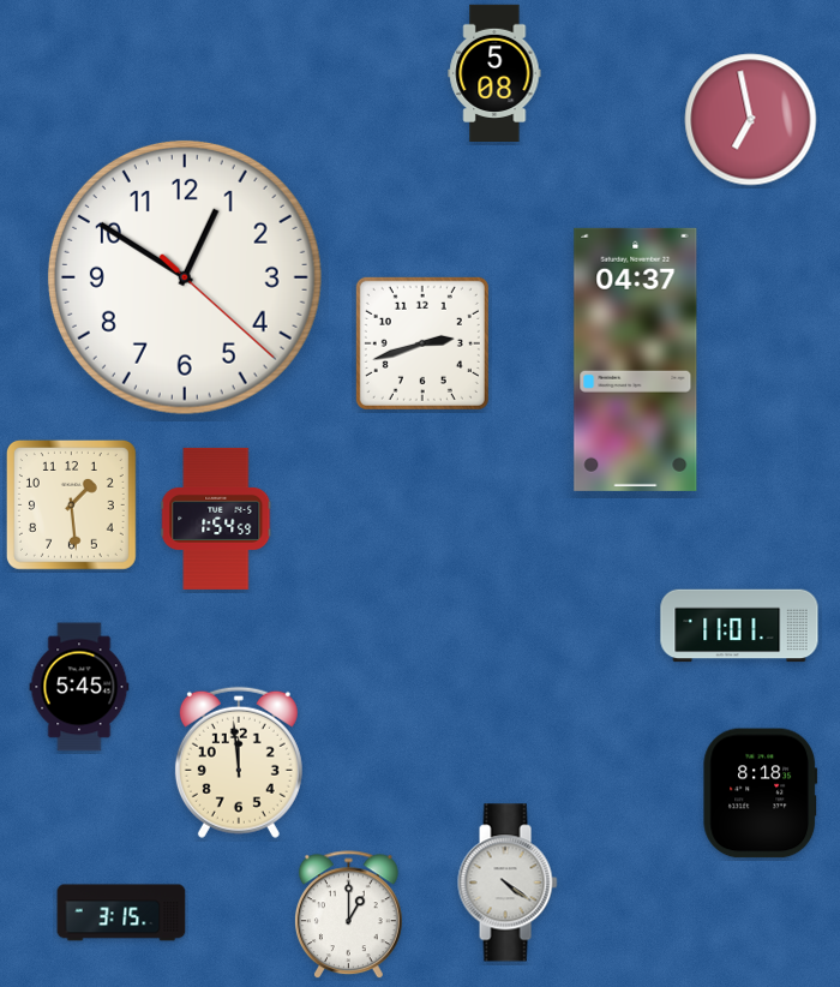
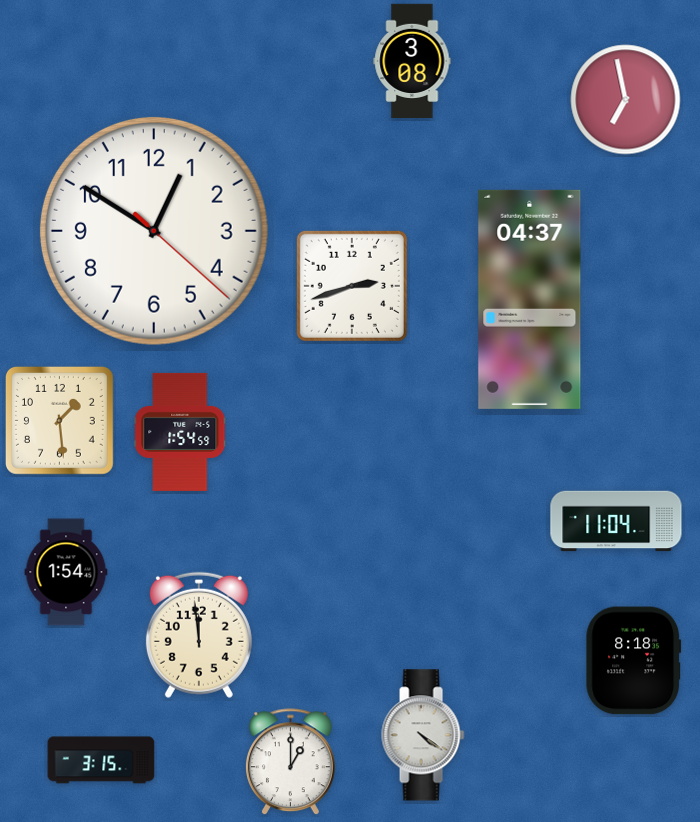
clock at (494, 73): 5:08 -> 3:08
clock at (739, 626): 11:01 -> 11:04
clock at (79, 687): 5:45 -> 1:54
